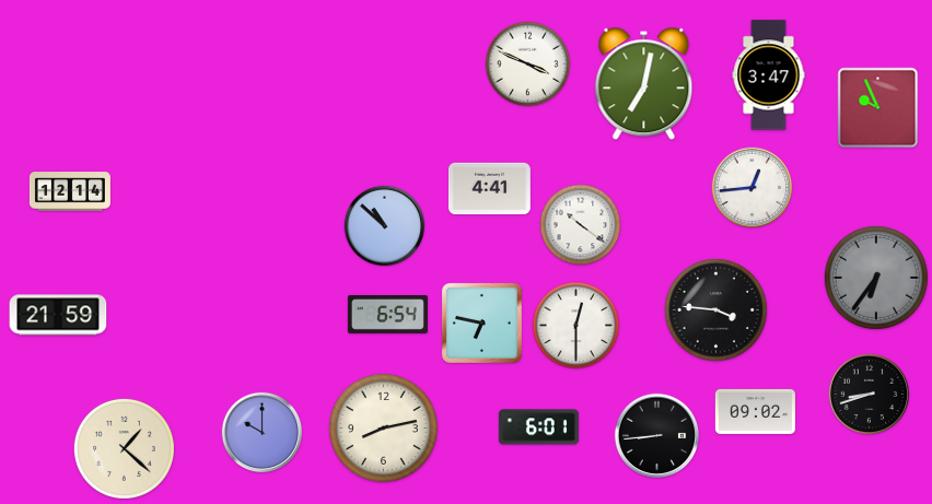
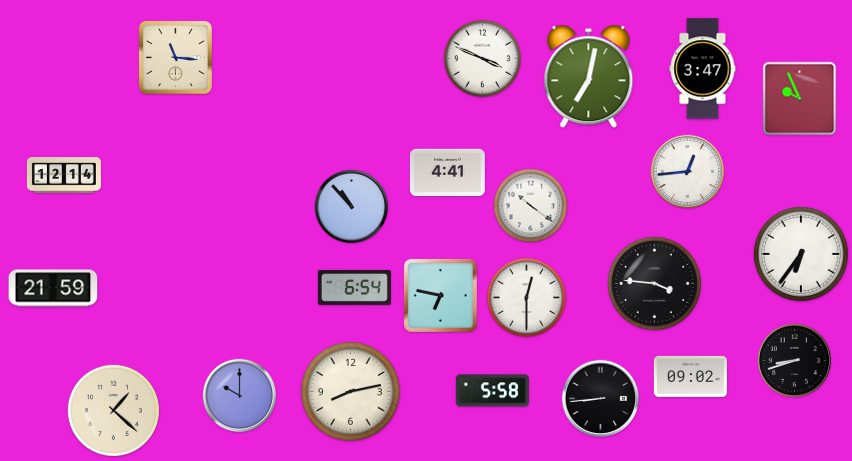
clock at (175, 57): none -> 11:16
clock at (878, 108) position: (878, 108) -> (800, 99)
clock at (385, 226): 10:52 -> 10:53
clock at (876, 278) dial: grey -> white
clock at (538, 427): 6:01 -> 5:58
